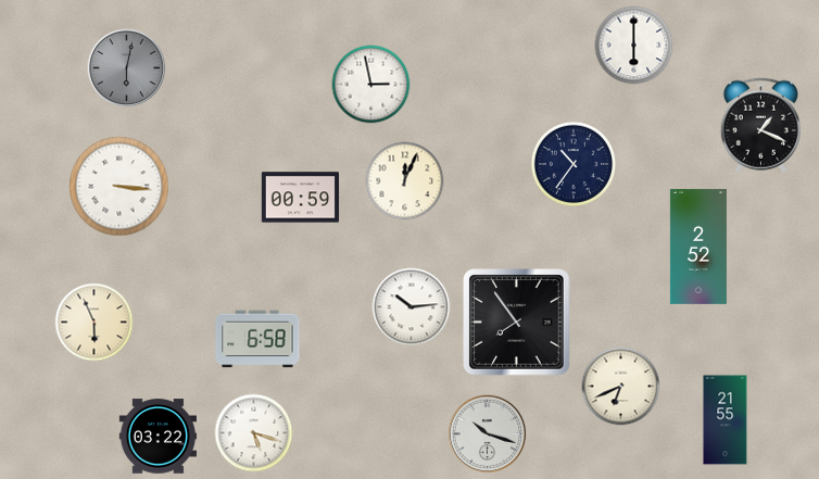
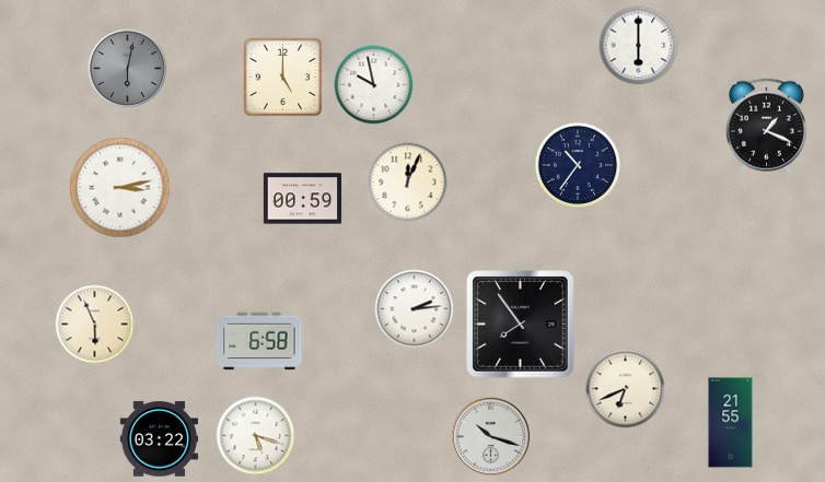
clock at (283, 78): none -> 5:00
clock at (371, 85): 2:58 -> 9:58
clock at (119, 187): 3:16 -> 3:13
clock at (698, 247): 2:52 -> none
clock at (412, 307): 10:14 -> 2:14
